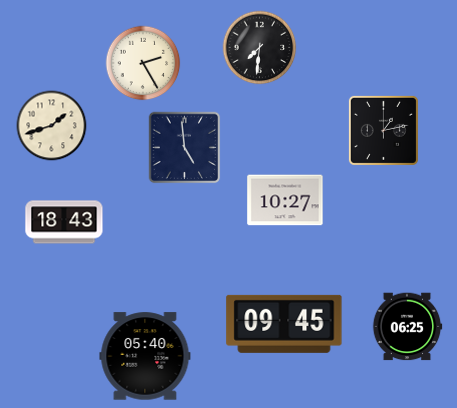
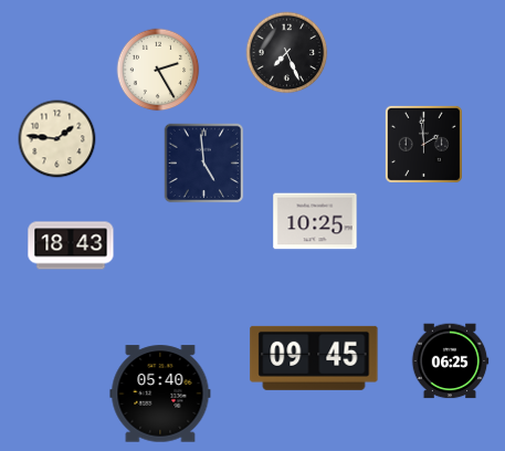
clock at (260, 48): 7:31 -> 7:26
clock at (52, 126): 1:42 -> 1:46
clock at (383, 130): 1:13 -> 1:59
clock at (285, 200): 10:27 -> 10:25
